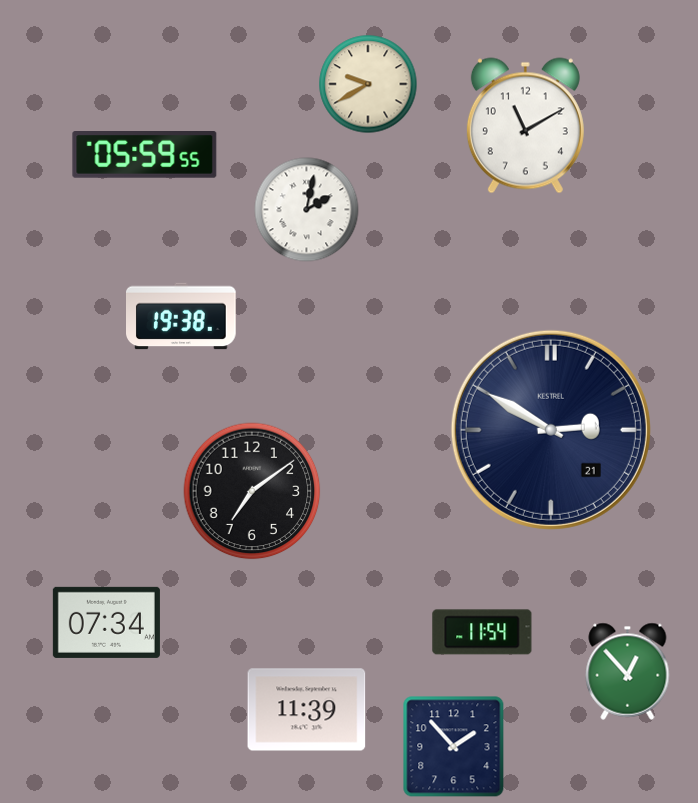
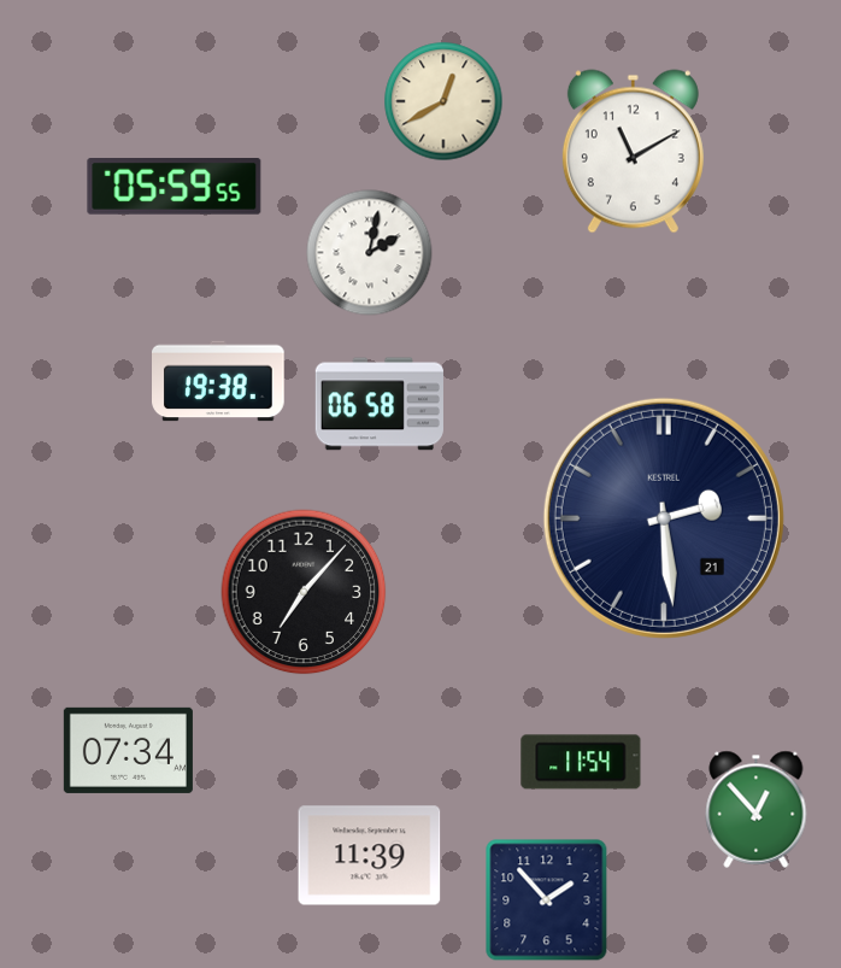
clock at (368, 84): 9:40 -> 12:40
clock at (380, 404): none -> 06:58
clock at (551, 430): 2:50 -> 2:29
clock at (252, 491): 7:09 -> 7:07
